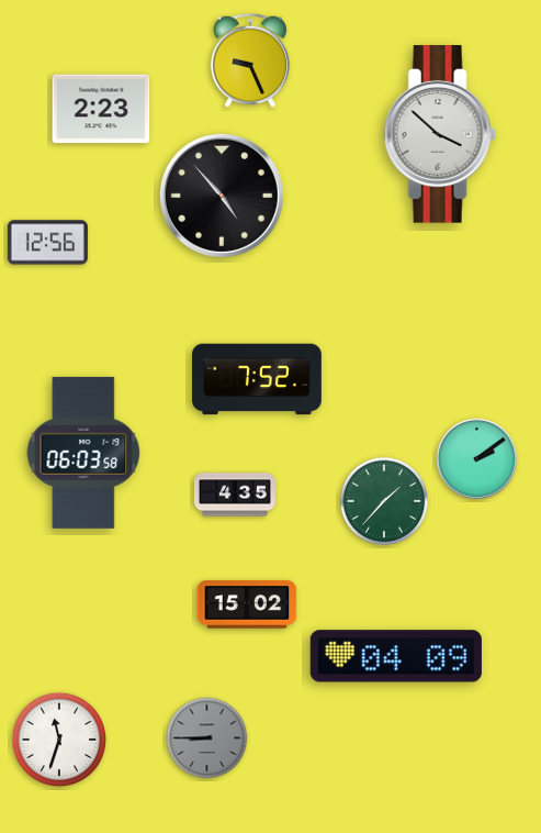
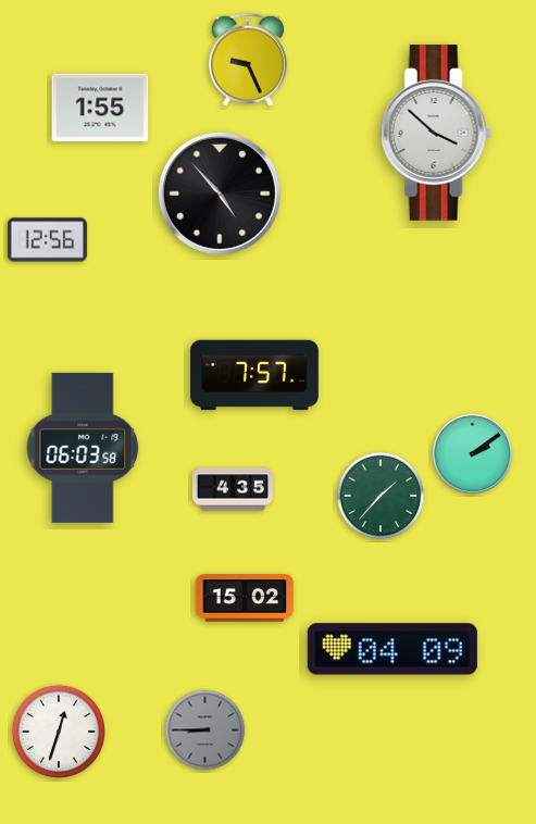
clock at (101, 109): 2:23 -> 1:55
clock at (258, 379): 7:52 -> 7:57
clock at (58, 738): 11:33 -> 12:33
